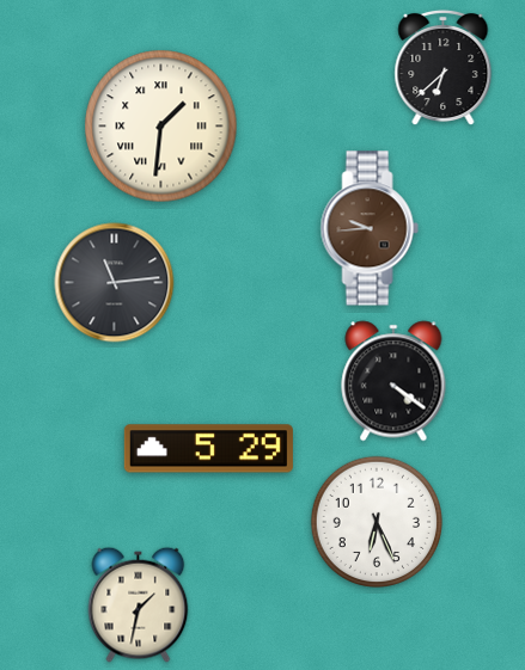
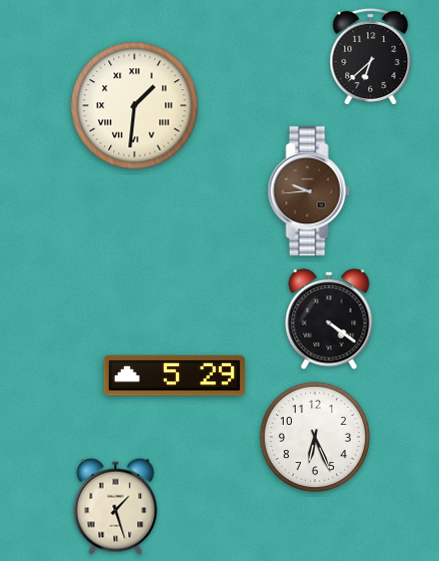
clock at (115, 283): 11:14 -> none
clock at (139, 604): 1:32 -> 1:27
